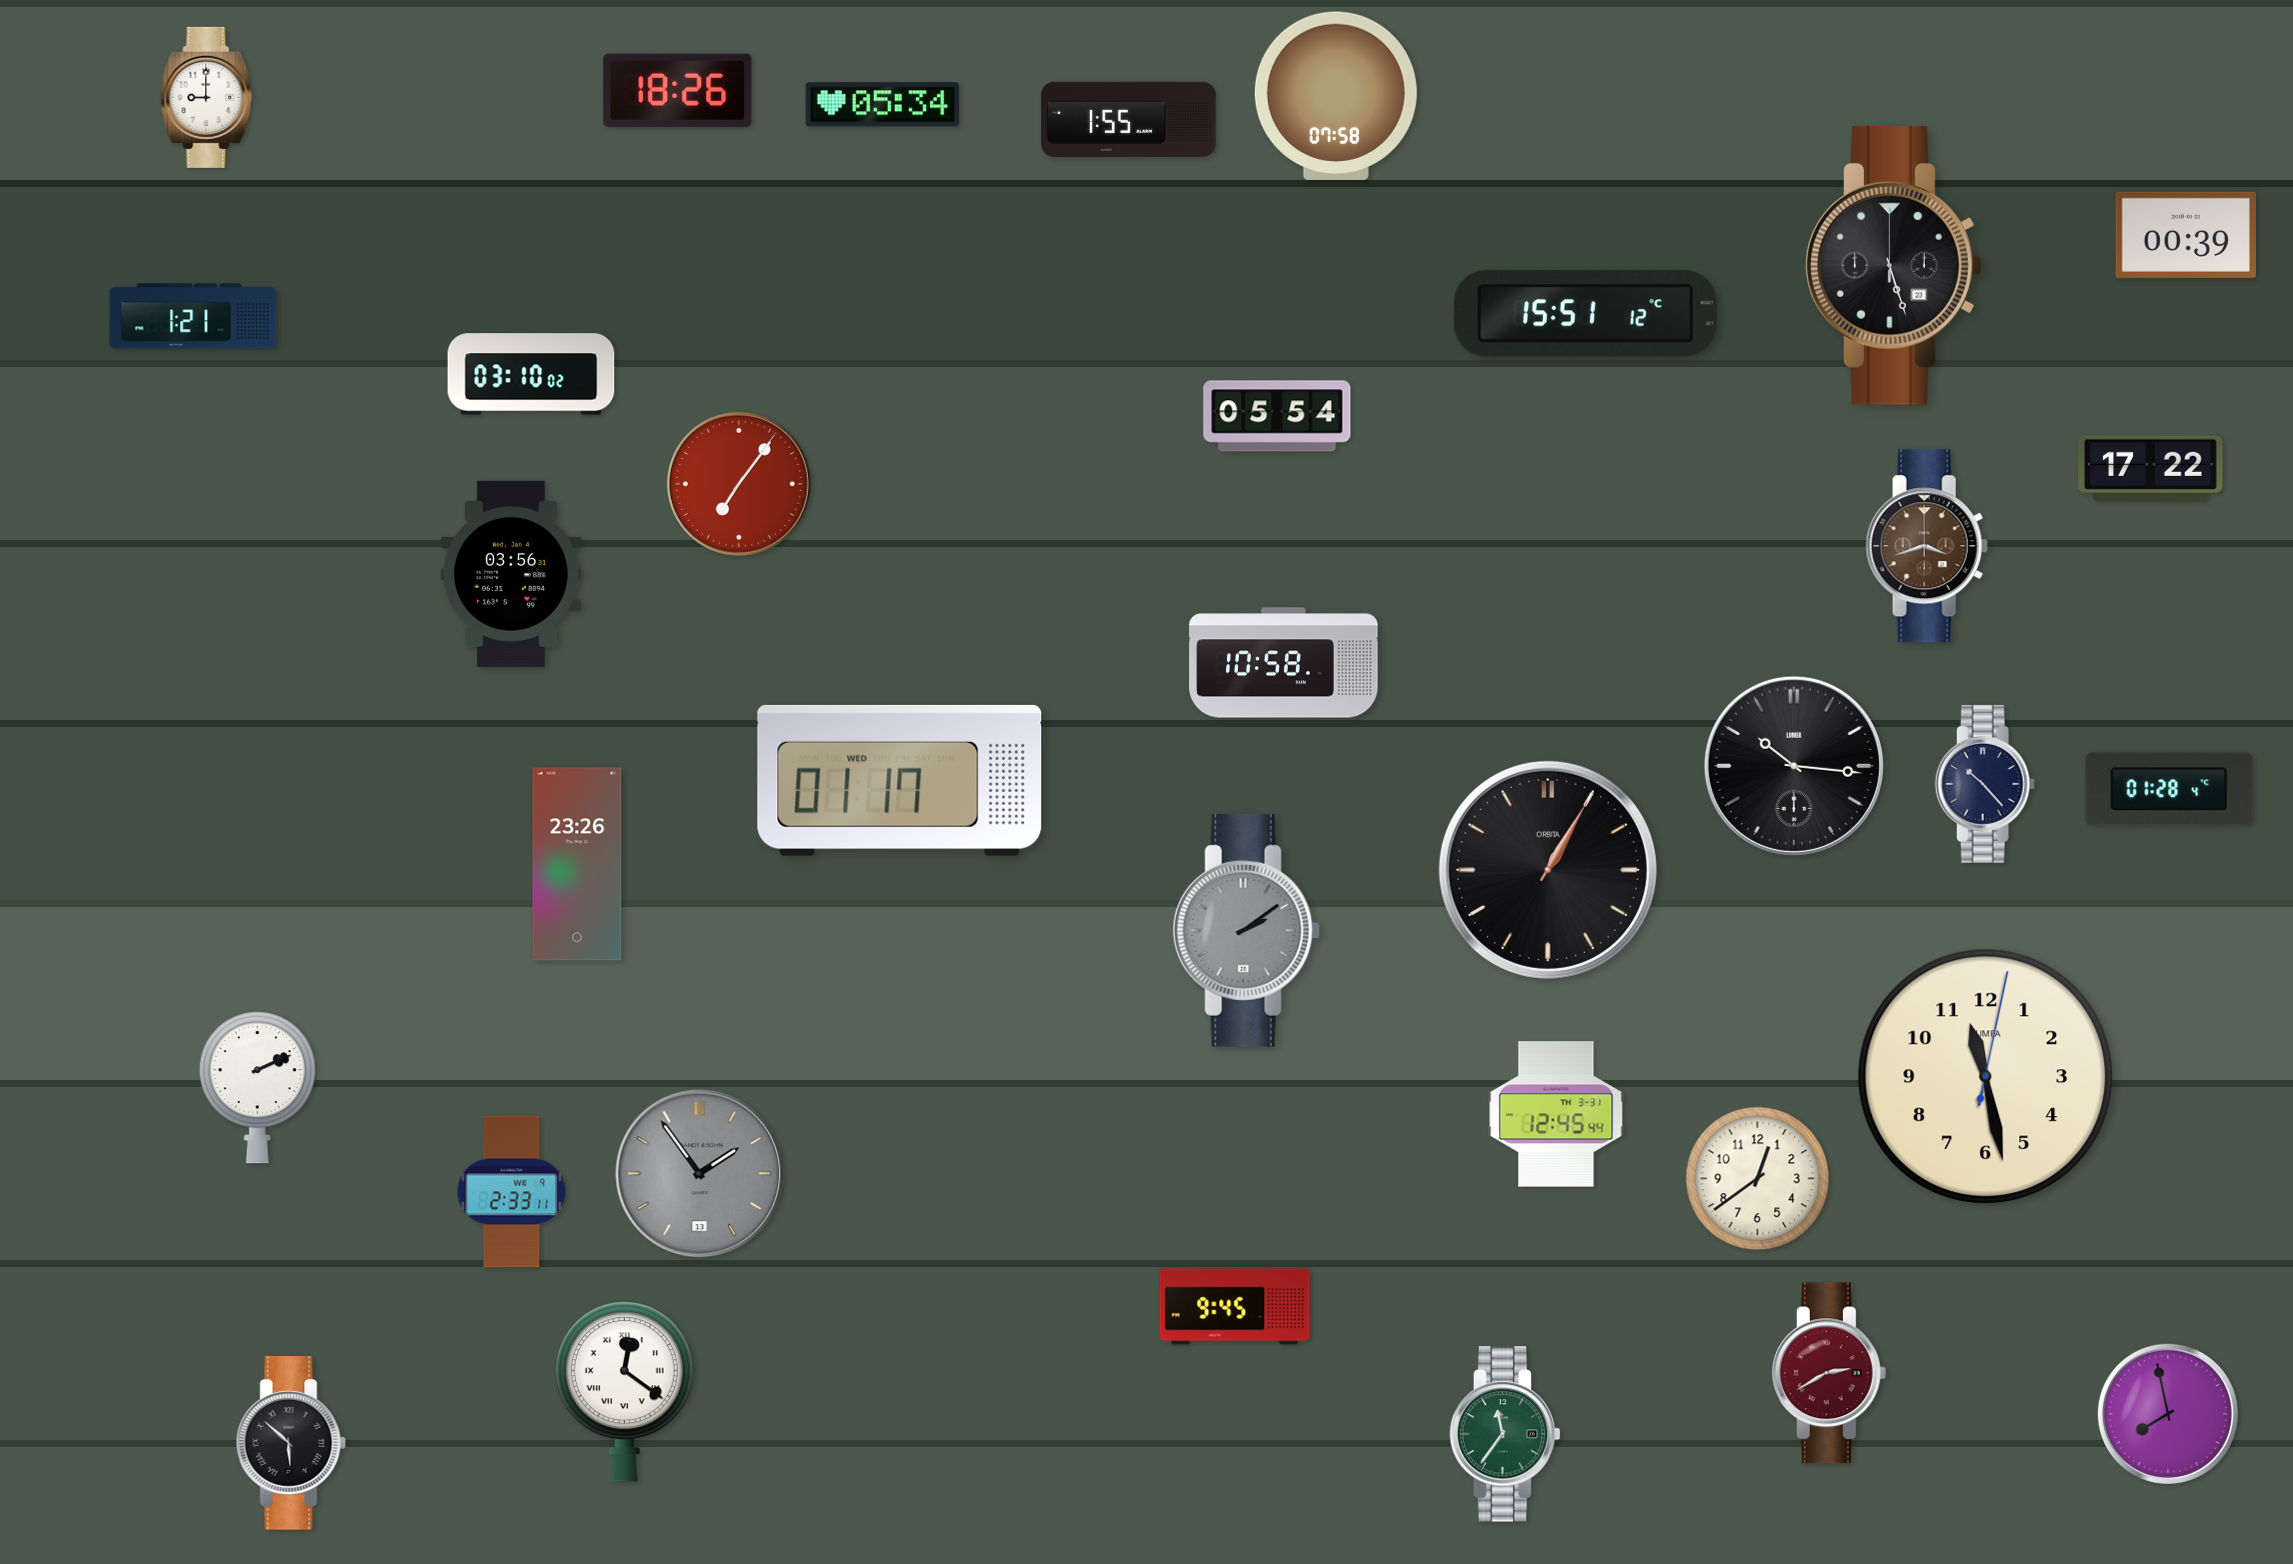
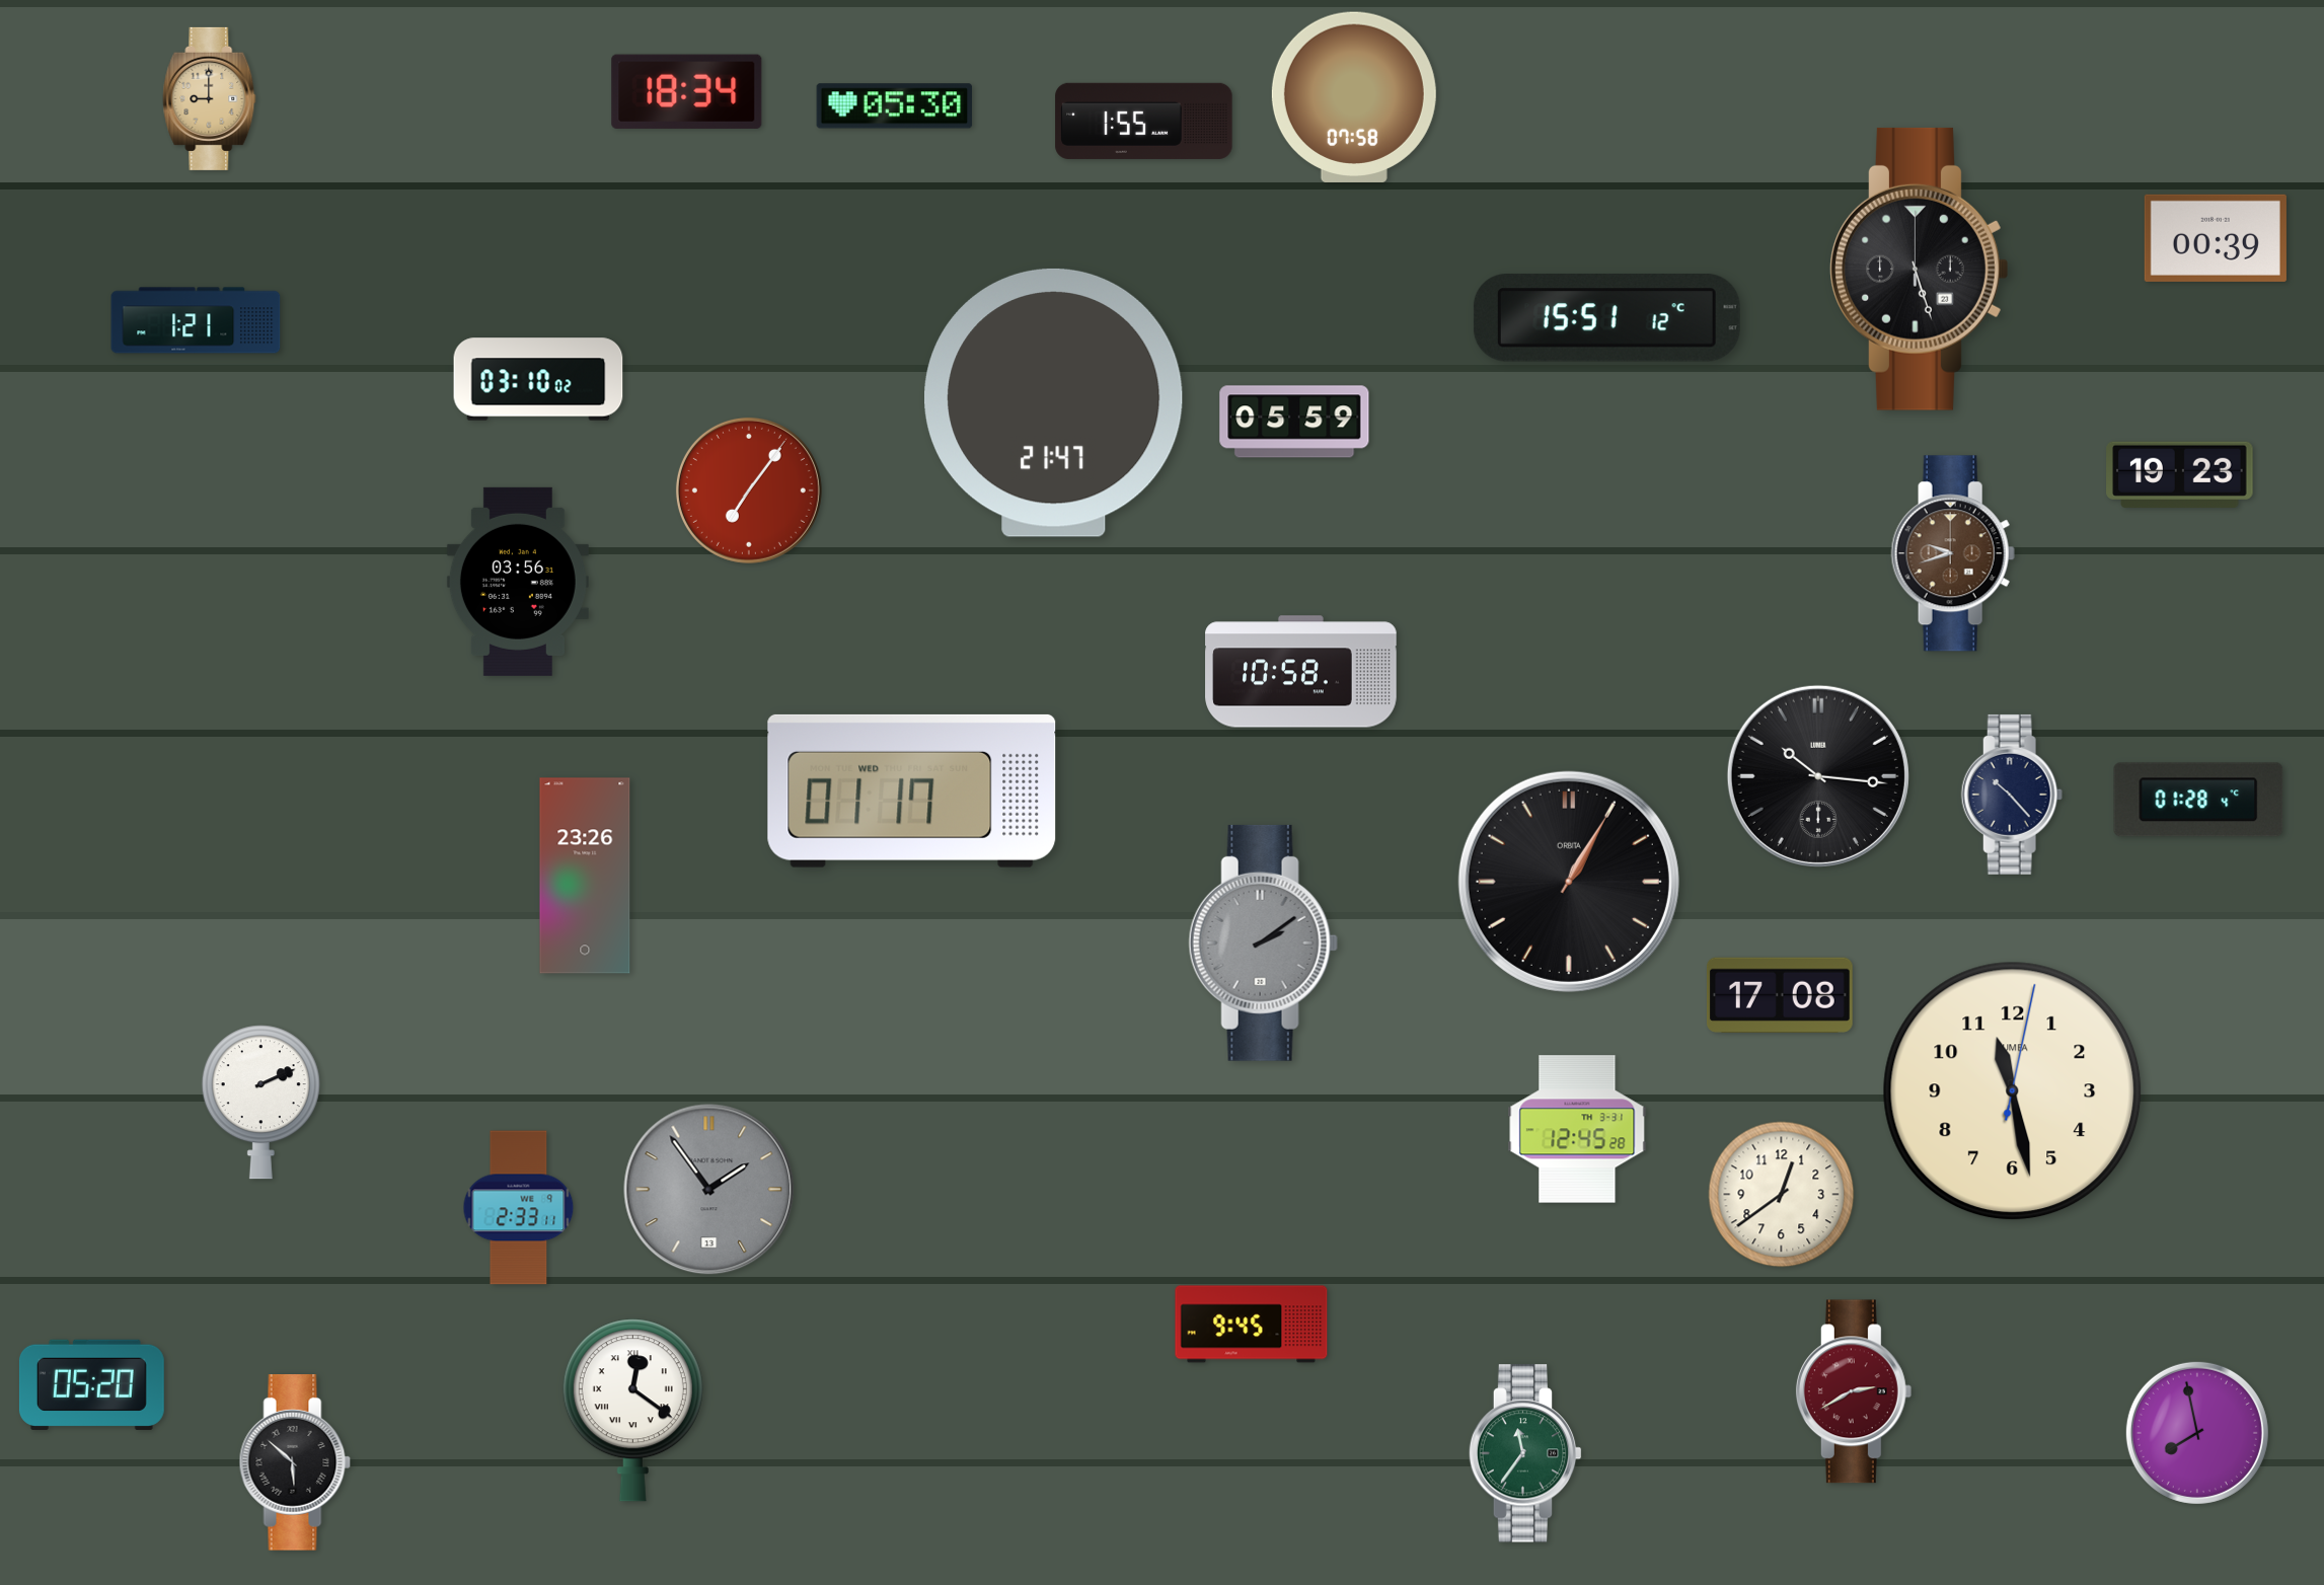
clock at (678, 90): 18:26 -> 18:34
clock at (207, 97) dial: white -> champagne
clock at (883, 105): 05:34 -> 05:30
clock at (1054, 402): none -> 21:47
clock at (1277, 416): 05:54 -> 05:59
clock at (2151, 468): 17:22 -> 19:23
clock at (1927, 546): 3:42 -> 9:42
clock at (1780, 995): none -> 17:08
clock at (1556, 1114): 12:45:44 -> 12:45:28
clock at (91, 1384): none -> 05:20
